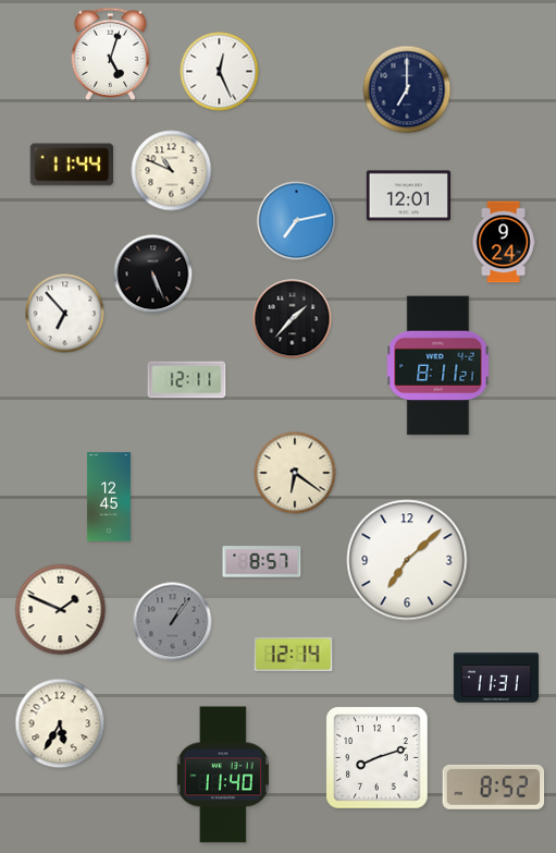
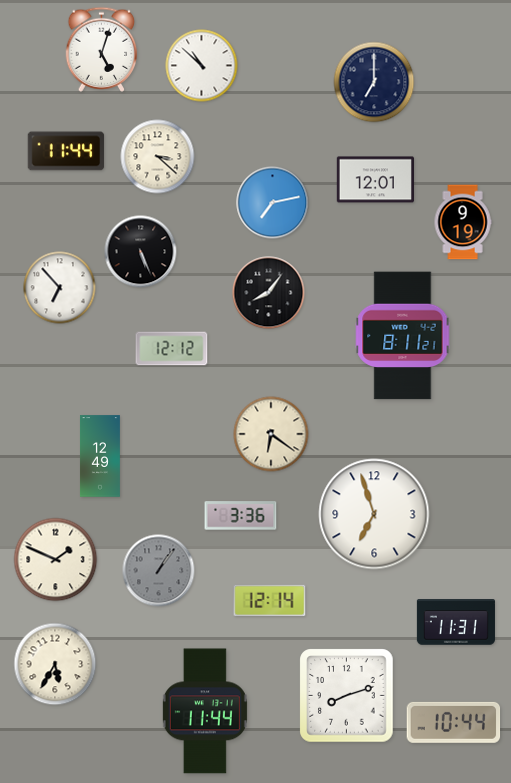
clock at (220, 72): 12:26 -> 10:52
clock at (172, 171): 10:49 -> 3:22
clock at (504, 242): 9:24 -> 9:19
clock at (293, 319): 1:37 -> 8:06
clock at (187, 380): 12:11 -> 12:12
clock at (109, 497): 12:45 -> 12:49
clock at (407, 560): 7:08 -> 6:57
clock at (262, 562): 8:57 -> 3:36
clock at (223, 775): 11:40 -> 11:44
clock at (494, 787): 8:52 -> 10:44
